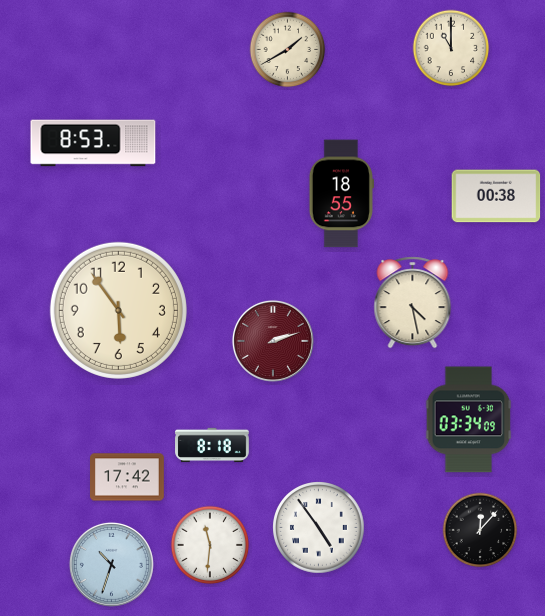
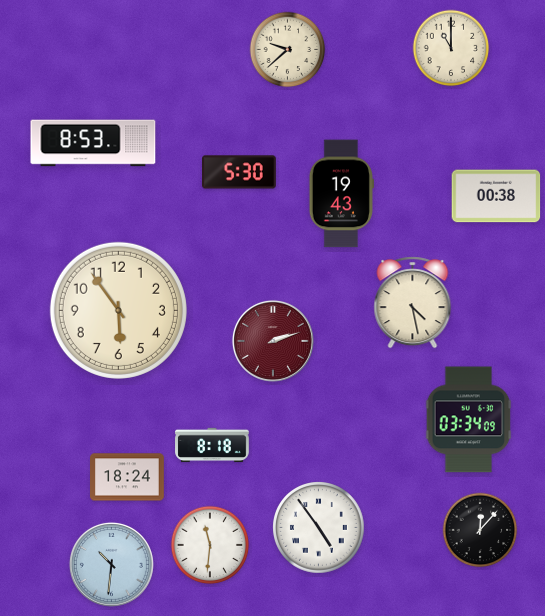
clock at (288, 50): 1:40 -> 9:38
clock at (240, 172): none -> 5:30
clock at (341, 194): 18:55 -> 19:43
clock at (127, 477): 17:42 -> 18:24
clock at (111, 564): 10:33 -> 10:31
